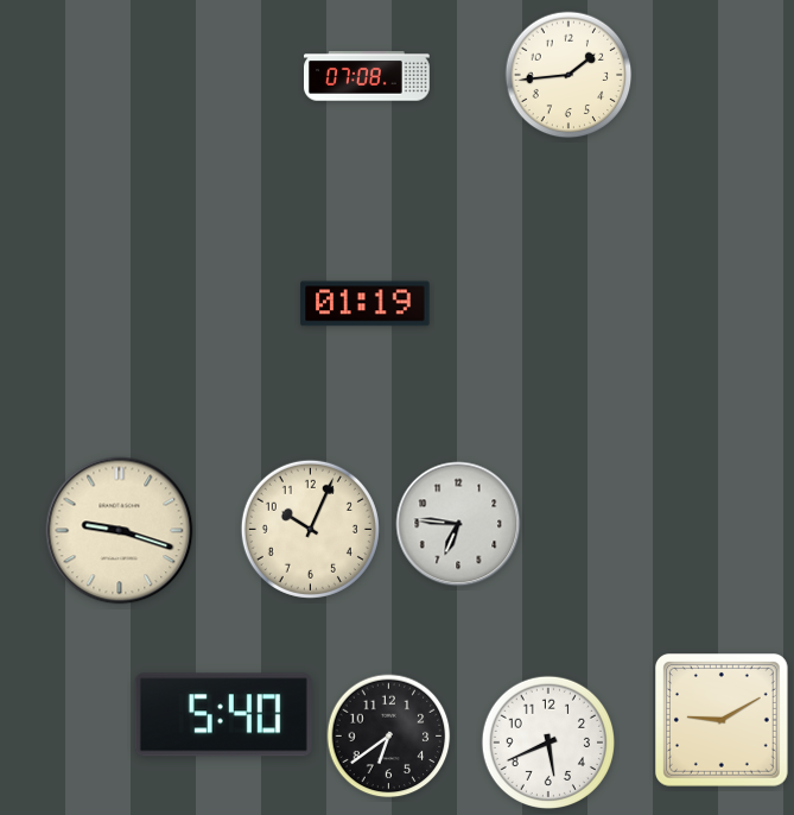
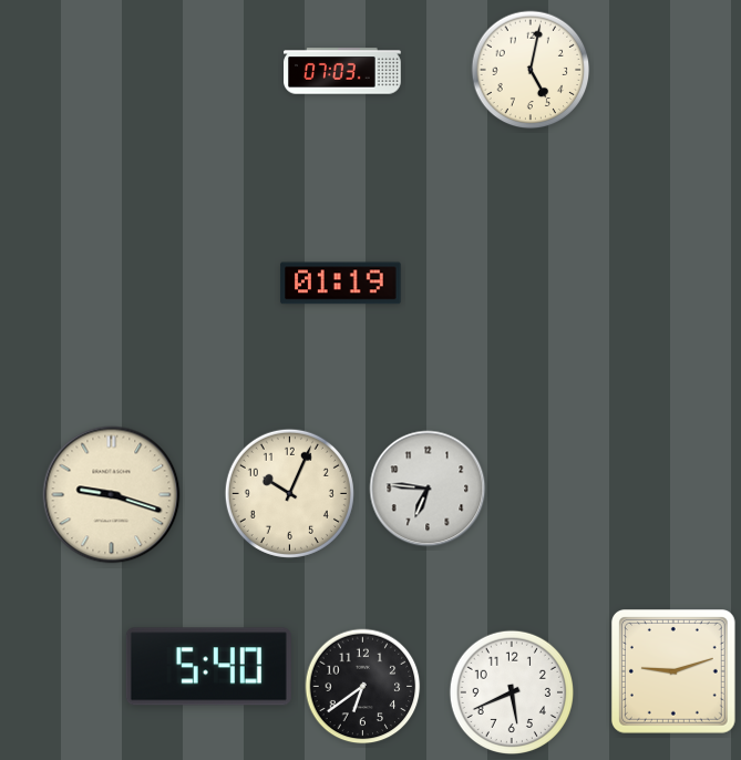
clock at (568, 75): 1:44 -> 5:02
clock at (368, 76): 07:08 -> 07:03
clock at (723, 721): 9:10 -> 9:12
